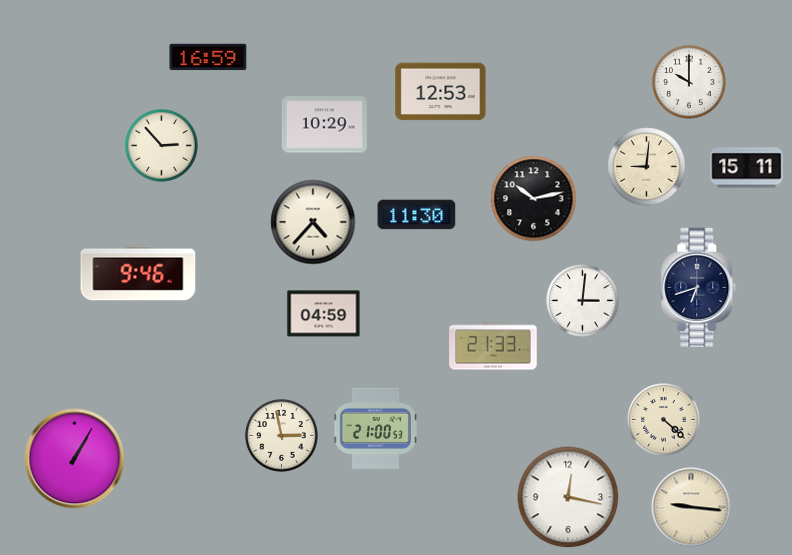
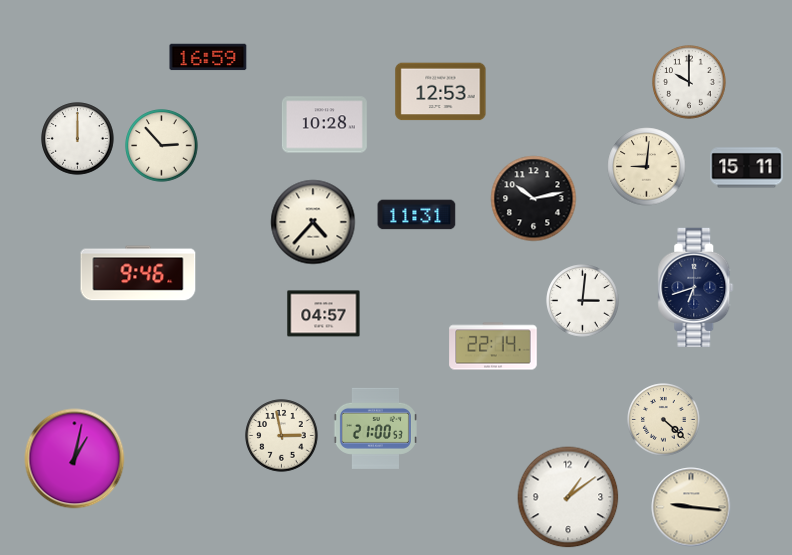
clock at (324, 125): 10:29 -> 10:28
clock at (78, 139): none -> 12:00
clock at (417, 215): 11:30 -> 11:31
clock at (699, 288) position: (699, 288) -> (696, 288)
clock at (324, 314): 04:59 -> 04:57
clock at (493, 346): 21:33 -> 22:14
clock at (75, 459): 1:05 -> 1:02
clock at (568, 497): 12:17 -> 1:09
